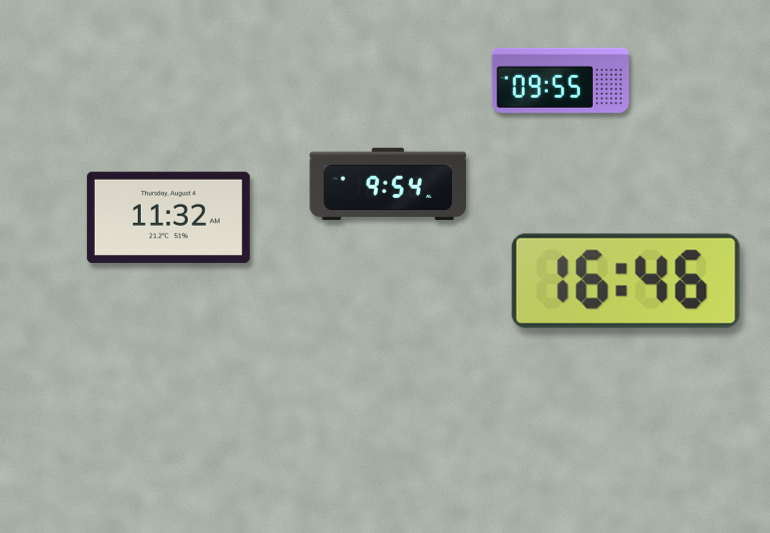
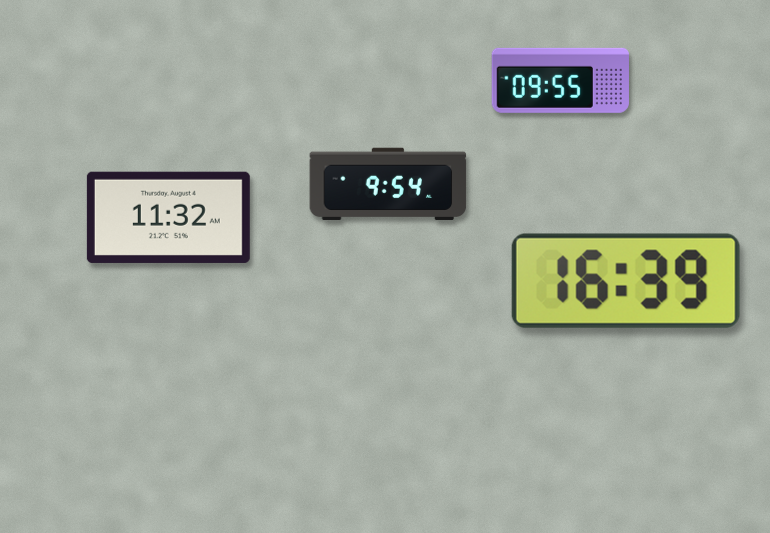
clock at (626, 281): 16:46 -> 16:39
